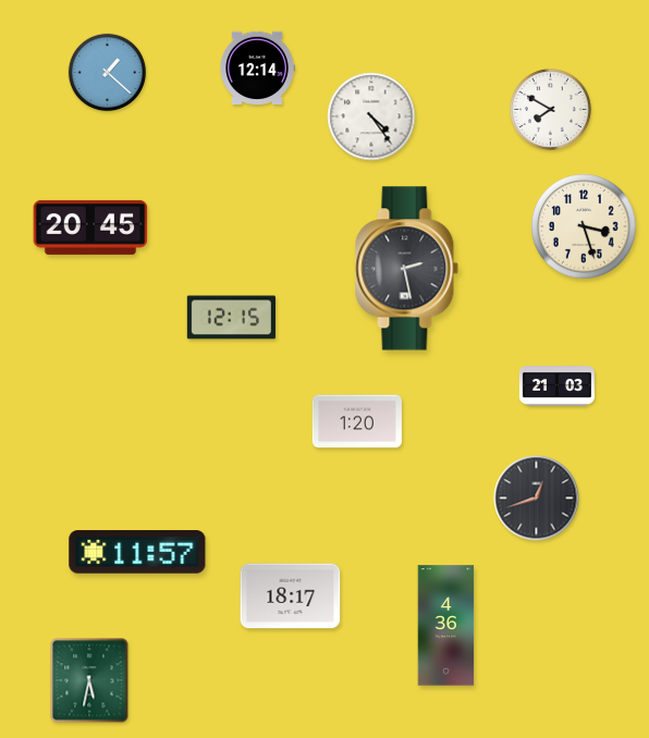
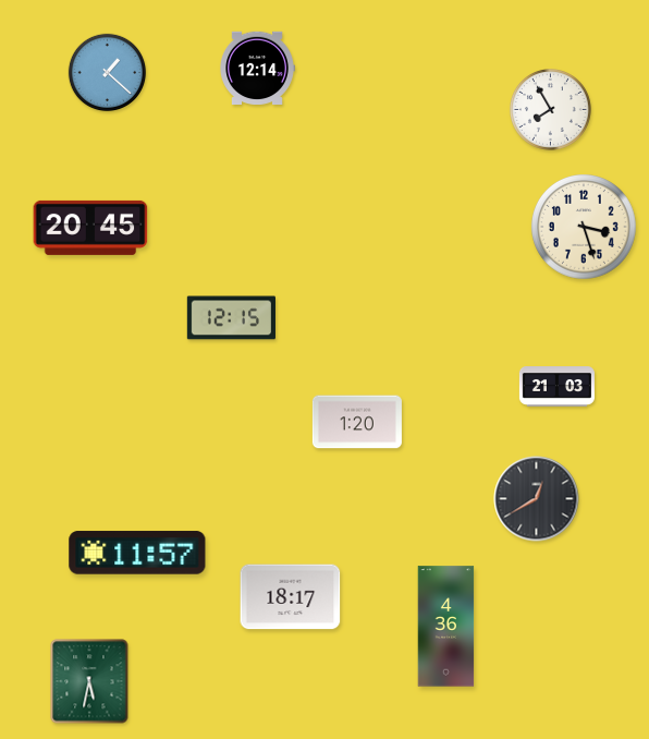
clock at (551, 110): 7:50 -> 7:55
clock at (371, 116): 4:24 -> none
clock at (407, 269): 2:28 -> none
clock at (537, 499): 12:42 -> 12:40
